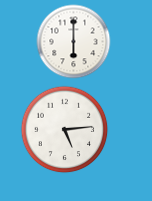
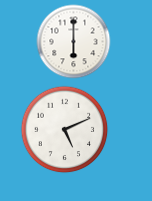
clock at (65, 130): 5:14 -> 5:11
